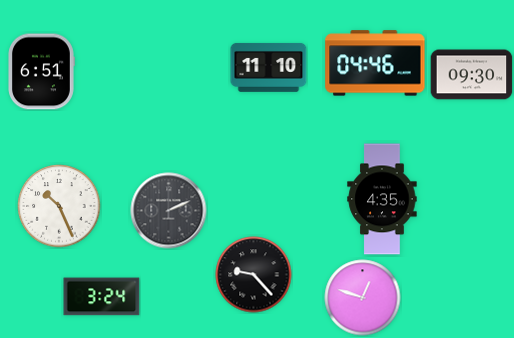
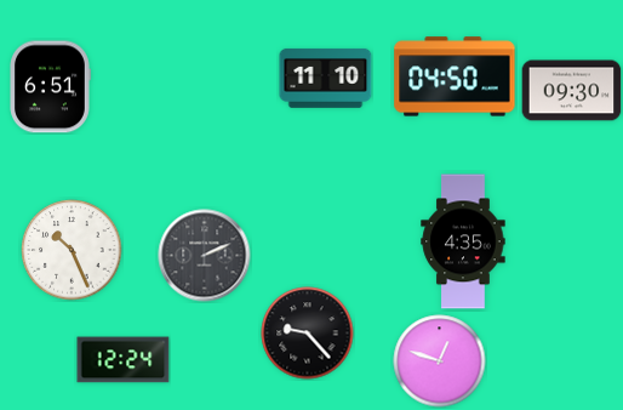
clock at (375, 63): 04:46 -> 04:50
clock at (269, 67) position: (269, 67) -> (326, 78)
clock at (102, 297): 3:24 -> 12:24
